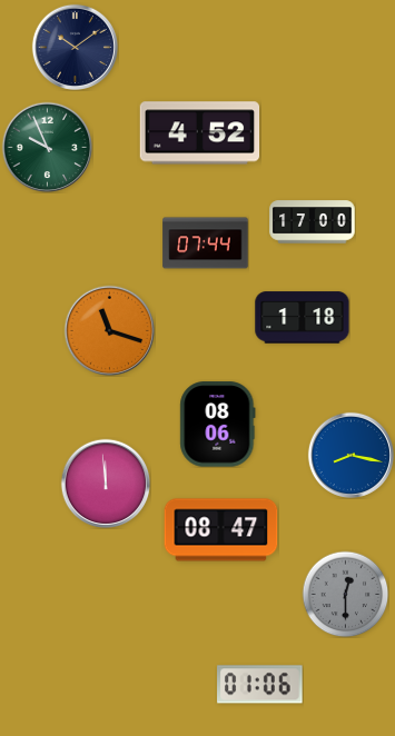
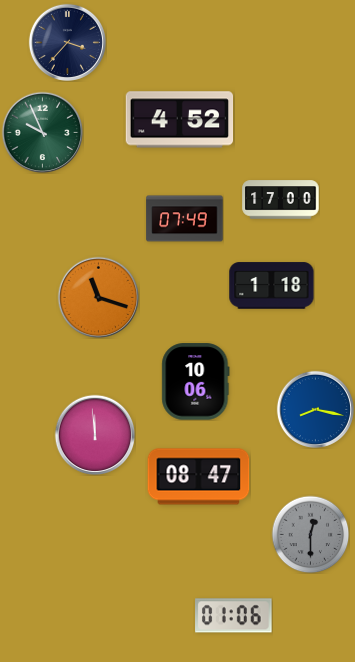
clock at (75, 47): 10:09 -> 3:37
clock at (206, 243): 07:44 -> 07:49
clock at (218, 425): 08:06 -> 10:06
